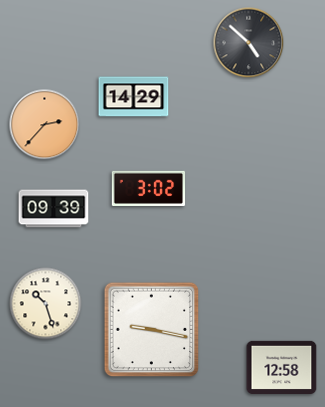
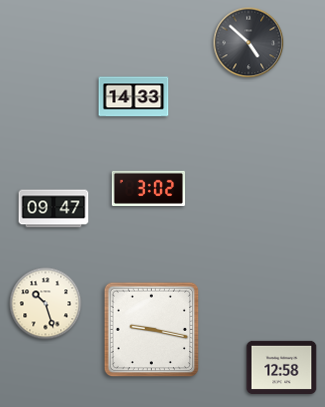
clock at (134, 97): 14:29 -> 14:33
clock at (45, 125): 2:37 -> none
clock at (54, 209): 09:39 -> 09:47
